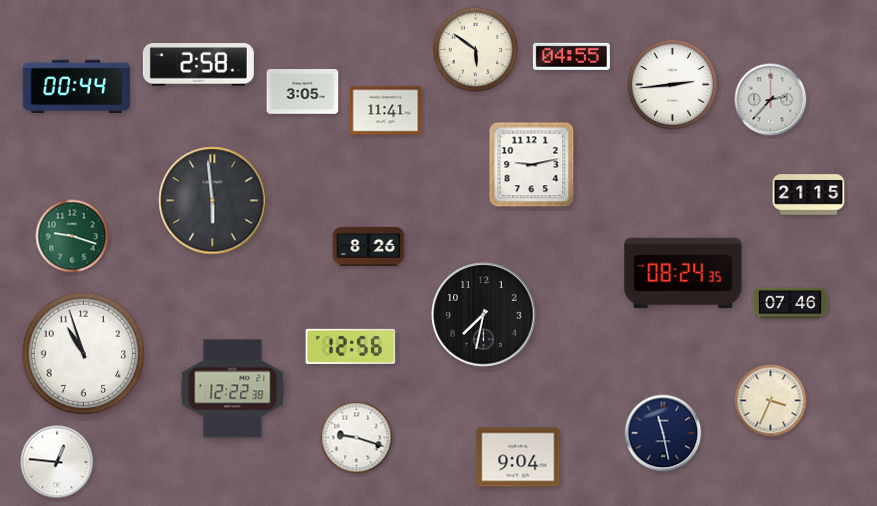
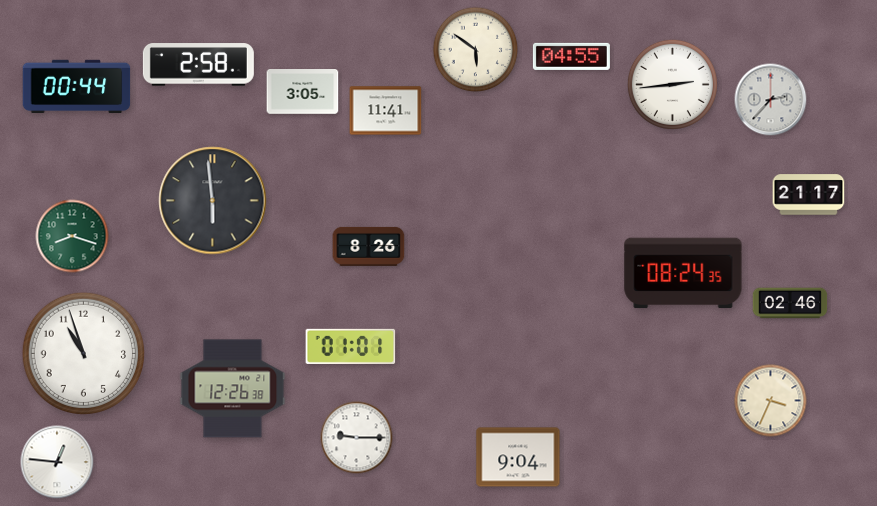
clock at (532, 165): 9:13 -> none
clock at (809, 195): 21:15 -> 21:17
clock at (72, 236): 9:18 -> 8:18
clock at (790, 303): 07:46 -> 02:46
clock at (484, 315): 7:32 -> none
clock at (351, 346): 12:56 -> 01:01
clock at (233, 389): 12:22 -> 12:26
clock at (663, 433): 11:28 -> none
clock at (357, 438): 9:18 -> 9:15
